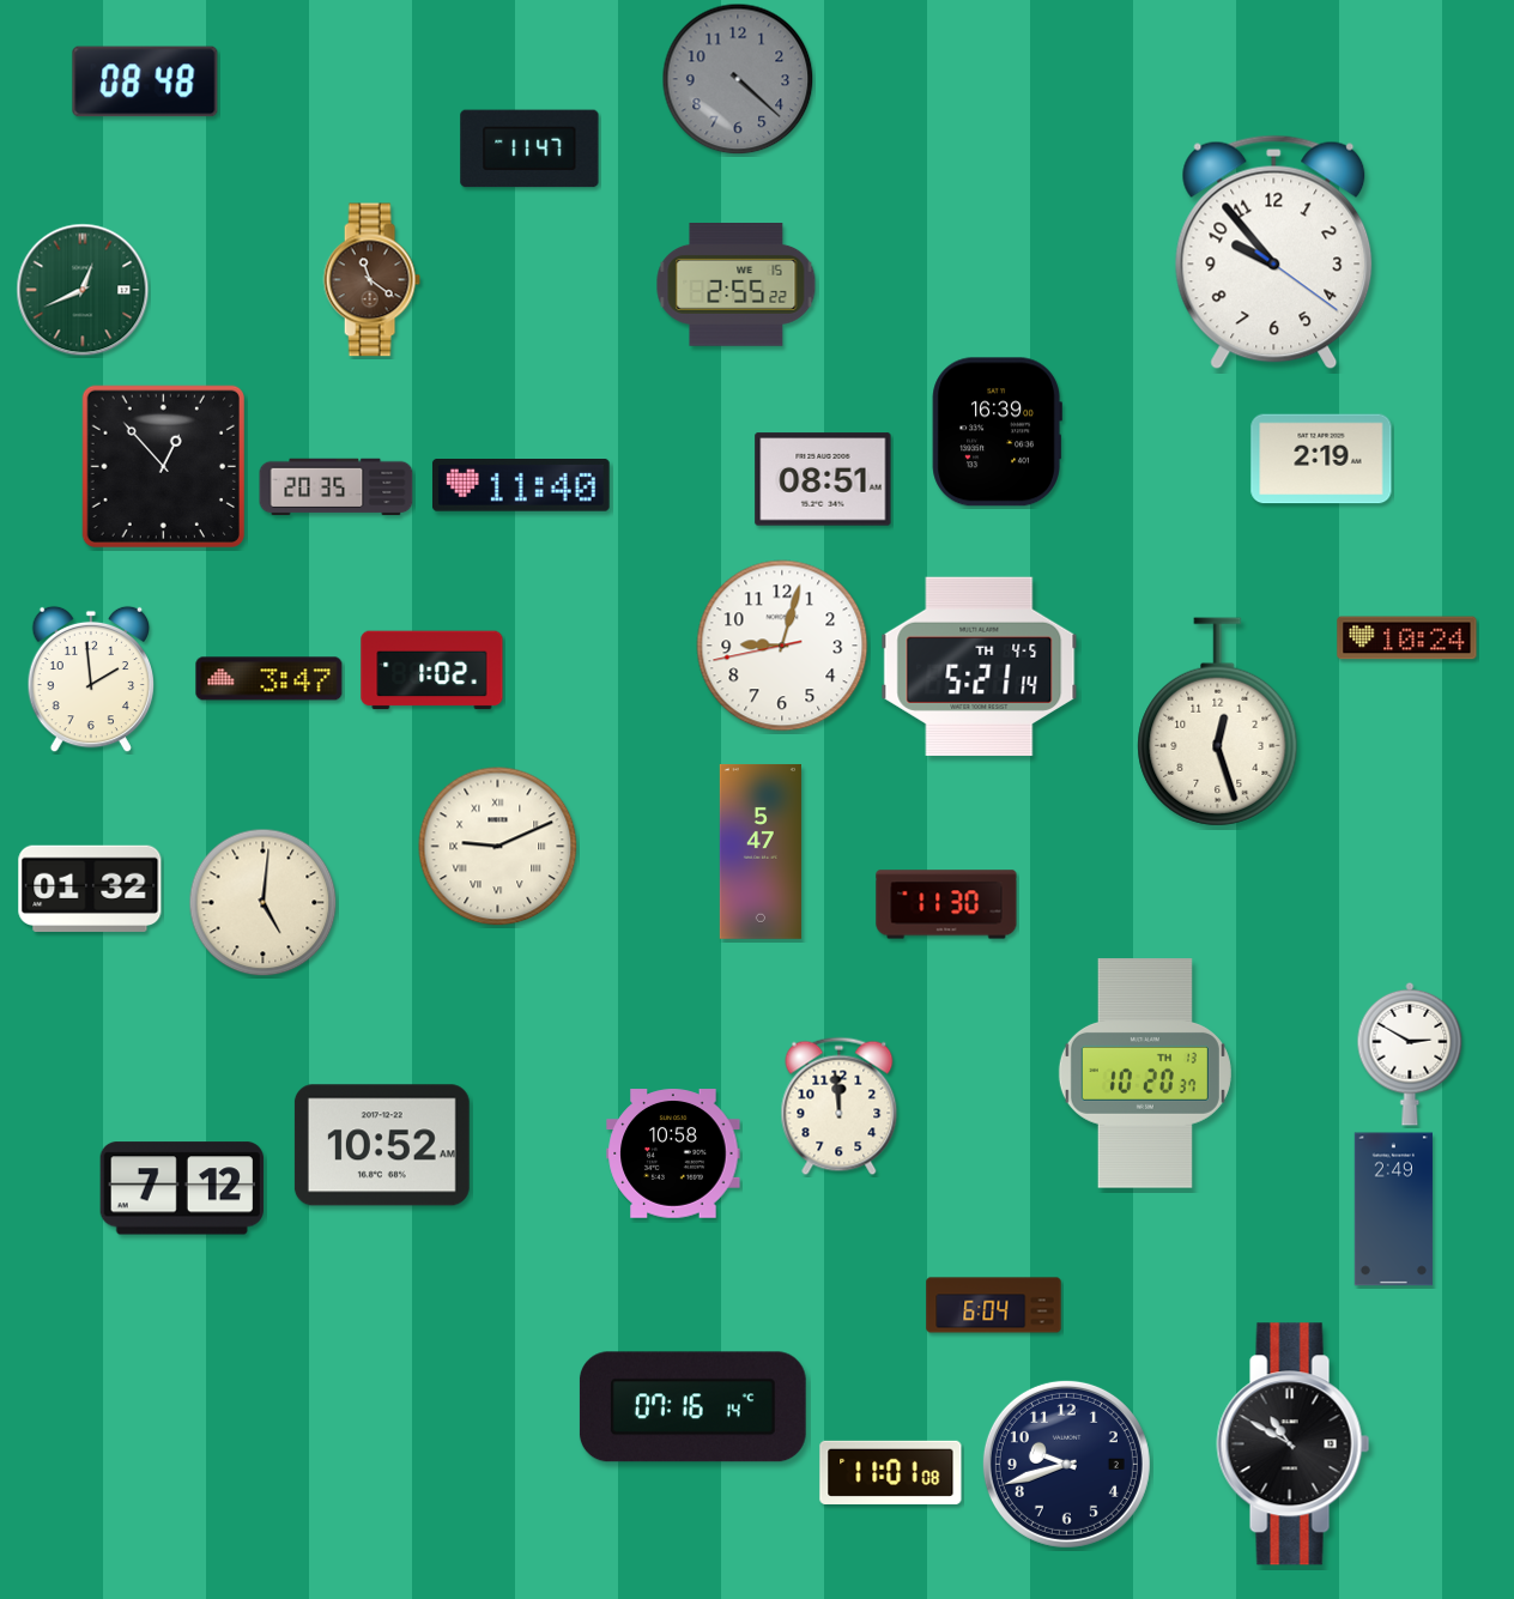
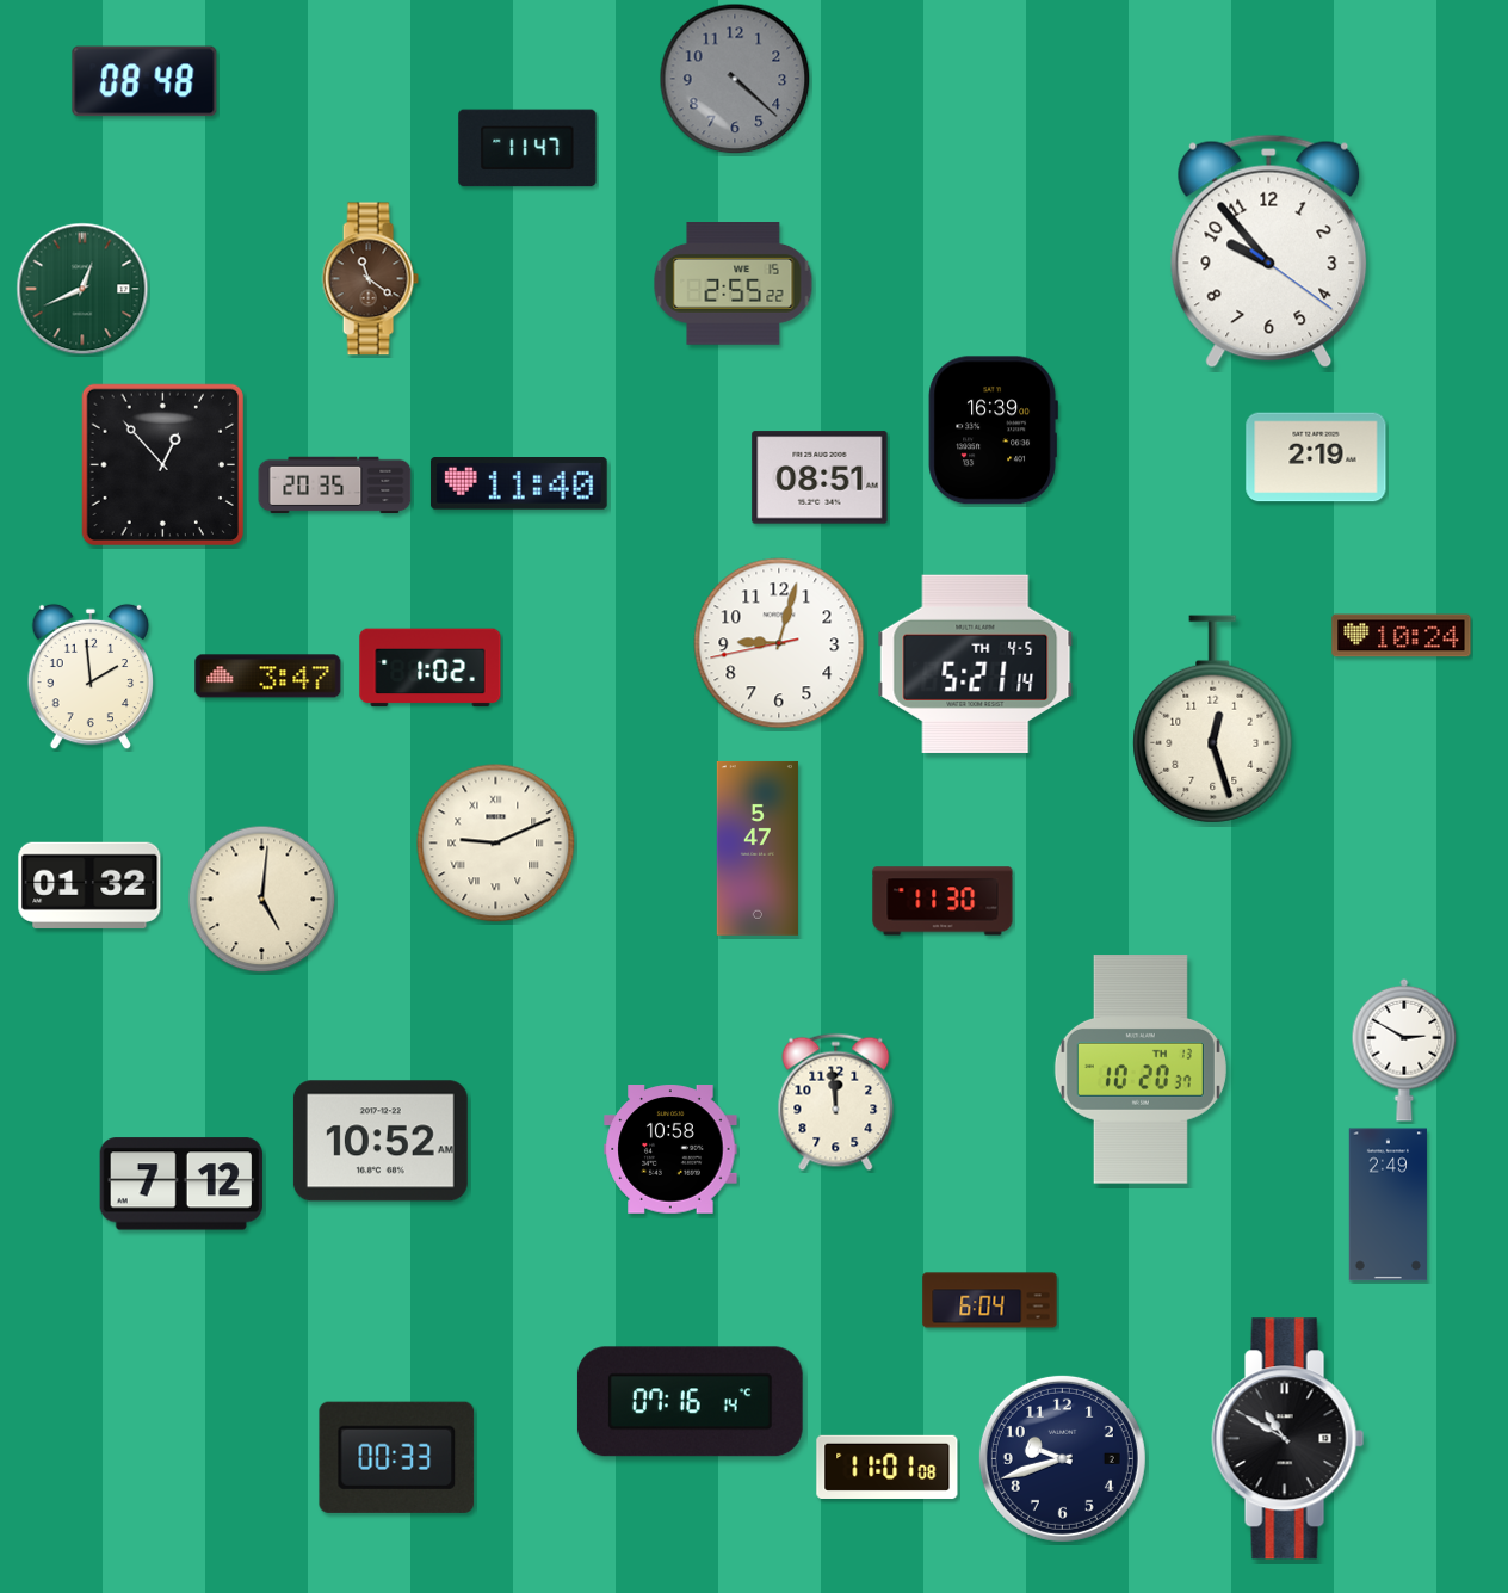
clock at (397, 1457): none -> 00:33
